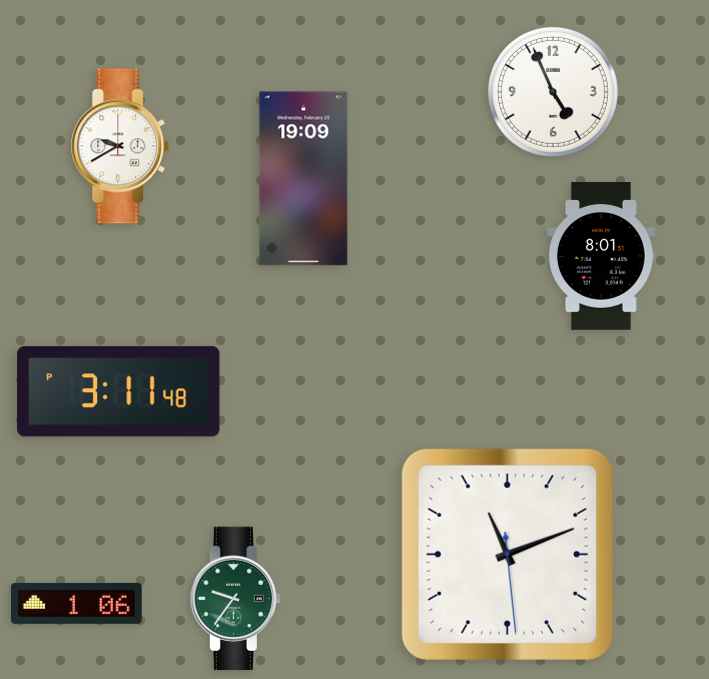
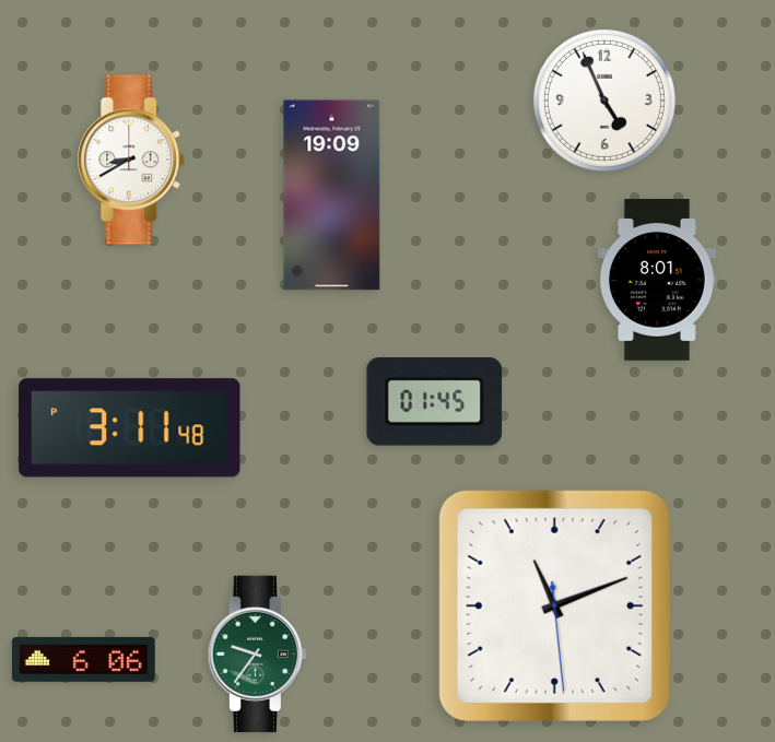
clock at (120, 146): 9:40 -> 8:40
clock at (435, 402): none -> 01:45
clock at (77, 603): 1:06 -> 6:06
